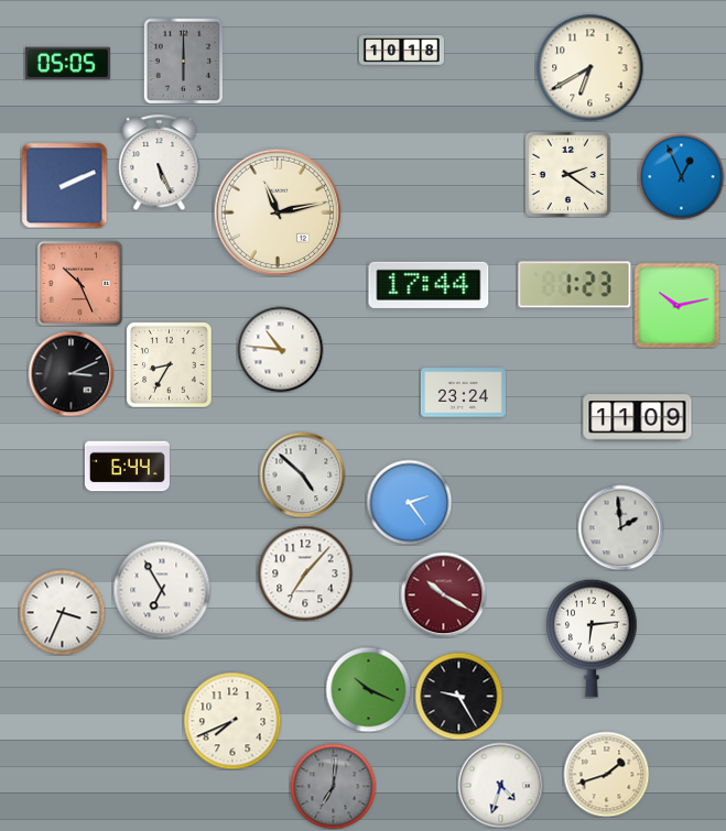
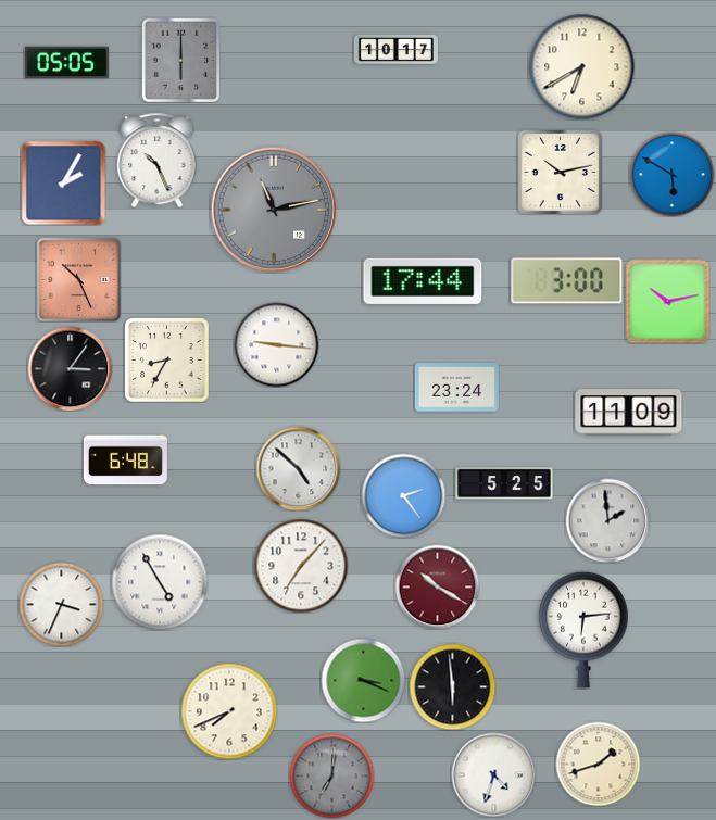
clock at (401, 51): 10:18 -> 10:17
clock at (160, 162): 5:26 -> 10:26
clock at (567, 174): 2:21 -> 10:13
clock at (681, 176): 12:56 -> 5:50
clock at (64, 185): 2:11 -> 2:05
clock at (277, 211) dial: cream -> grey
clock at (575, 285): 1:23 -> 3:00
clock at (280, 349): 10:46 -> 9:16
clock at (71, 373): 3:11 -> 3:06
clock at (127, 467): 6:44 -> 6:48
clock at (504, 483): none -> 5:25
clock at (620, 527) position: (620, 527) -> (607, 520)
clock at (162, 590): 6:55 -> 4:55
clock at (368, 689): 10:19 -> 3:19
clock at (458, 696): 9:25 -> 5:59
clock at (333, 786) position: (333, 786) -> (331, 775)
